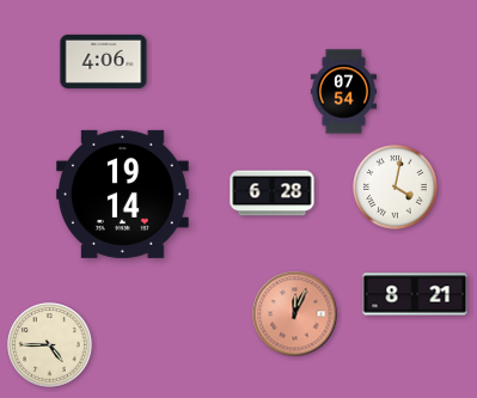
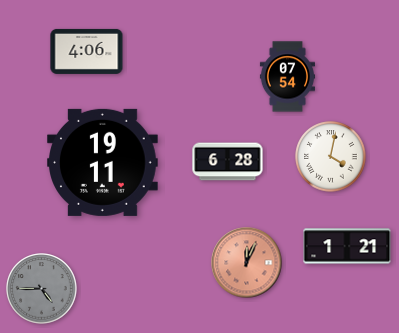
clock at (123, 194): 19:14 -> 19:11
clock at (415, 294): 8:21 -> 1:21
clock at (50, 345) dial: cream -> grey
